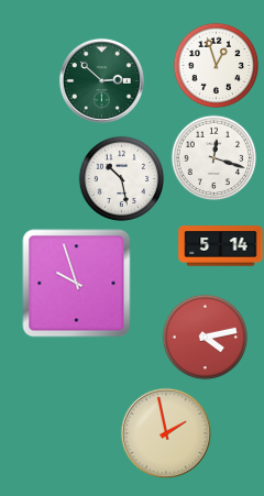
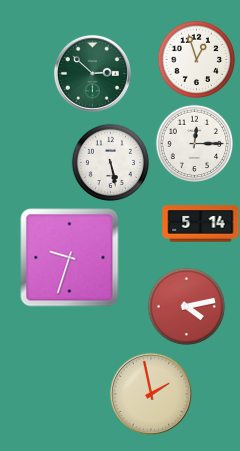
clock at (213, 157): 12:18 -> 12:15
clock at (121, 178): 10:28 -> 5:28
clock at (77, 284): 9:57 -> 9:33
